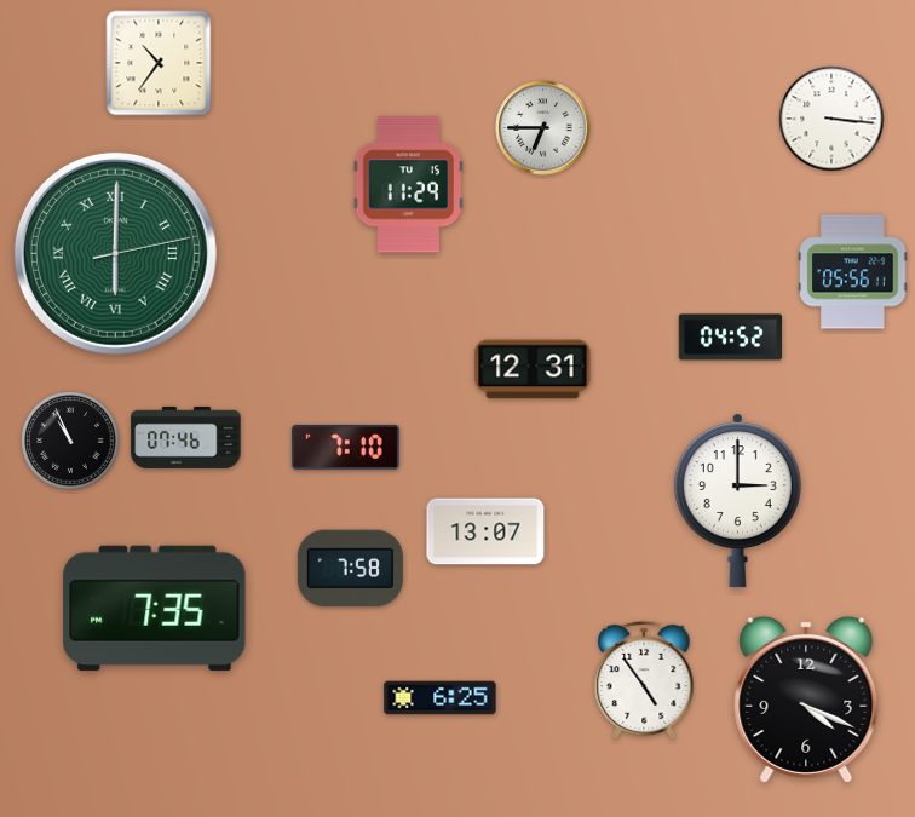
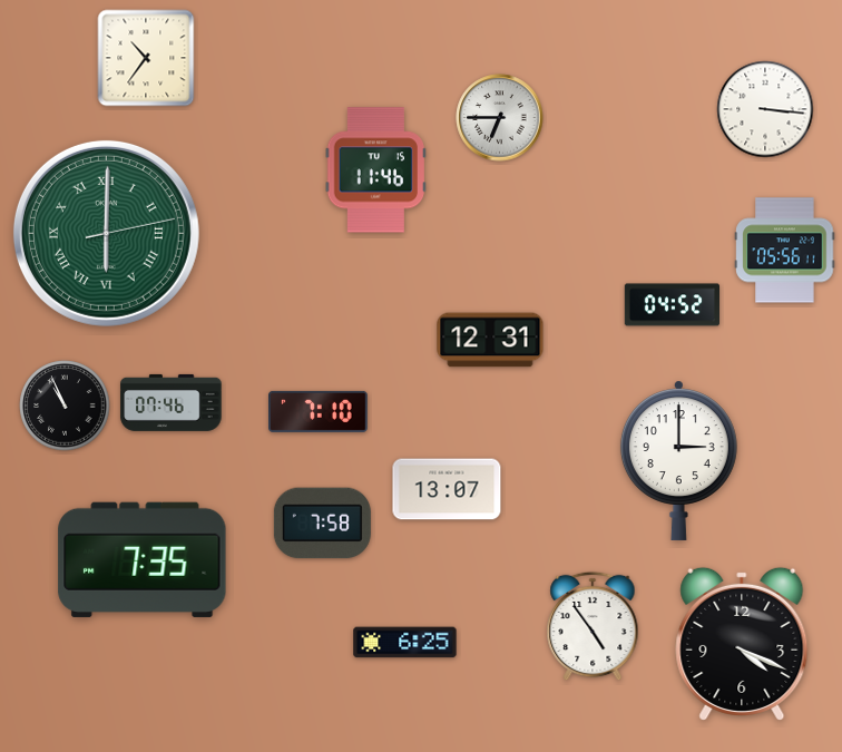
clock at (408, 185): 11:29 -> 11:46
clock at (730, 338) position: (730, 338) -> (672, 305)
